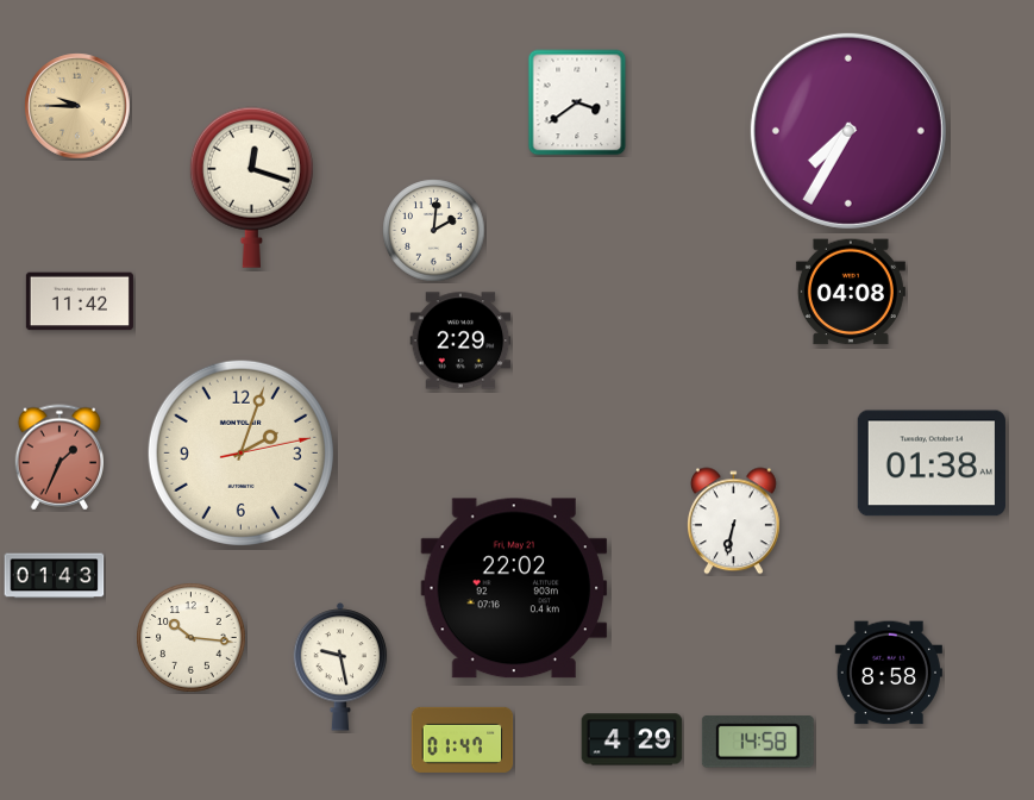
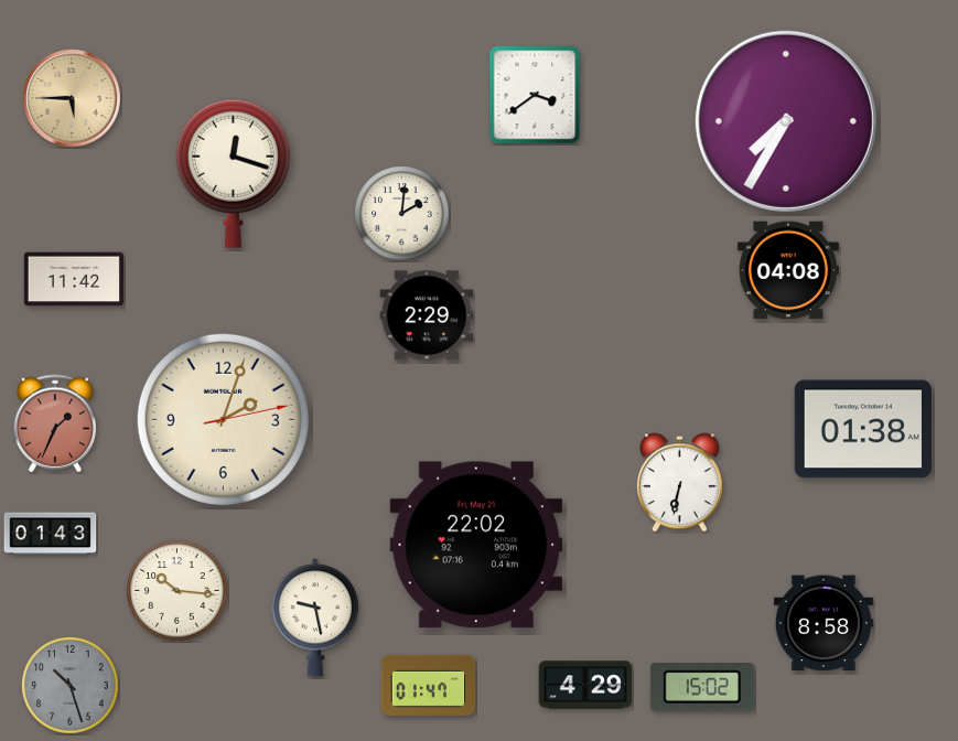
clock at (77, 106): 9:45 -> 5:45
clock at (71, 686): none -> 10:27
clock at (758, 742): 14:58 -> 15:02
